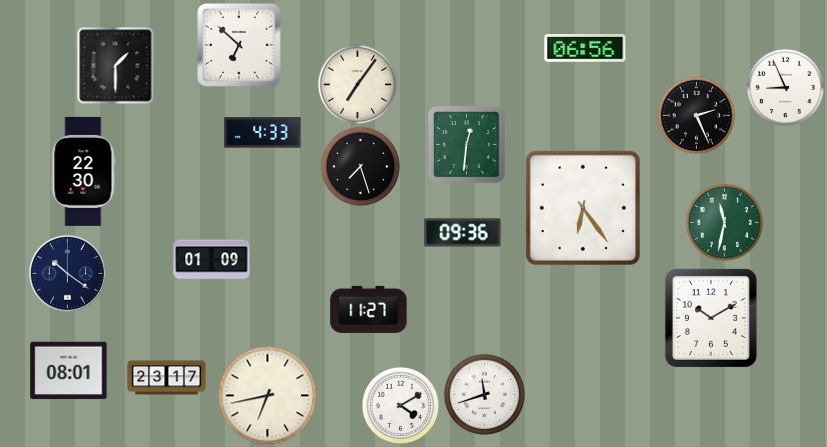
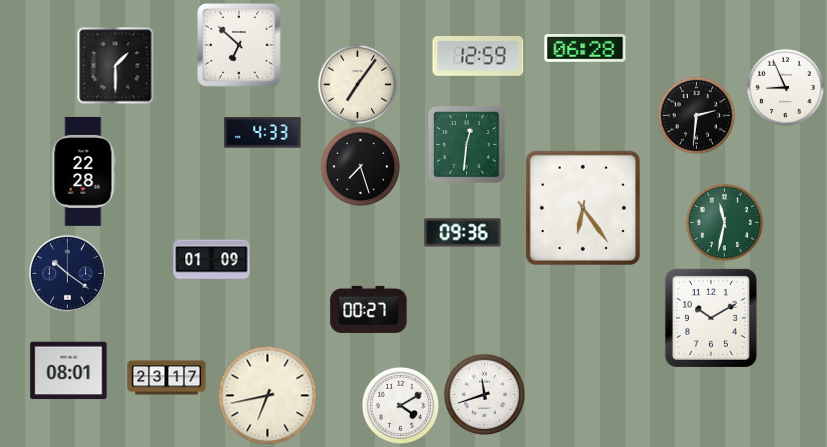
clock at (585, 49): 06:56 -> 06:28
clock at (478, 56): none -> 12:59
clock at (696, 115): 2:26 -> 2:31
clock at (83, 171): 22:30 -> 22:28
clock at (369, 309): 11:27 -> 00:27
